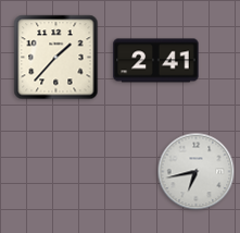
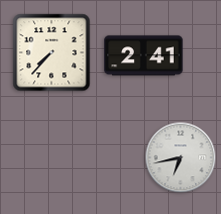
clock at (56, 58): 1:37 -> 7:37
